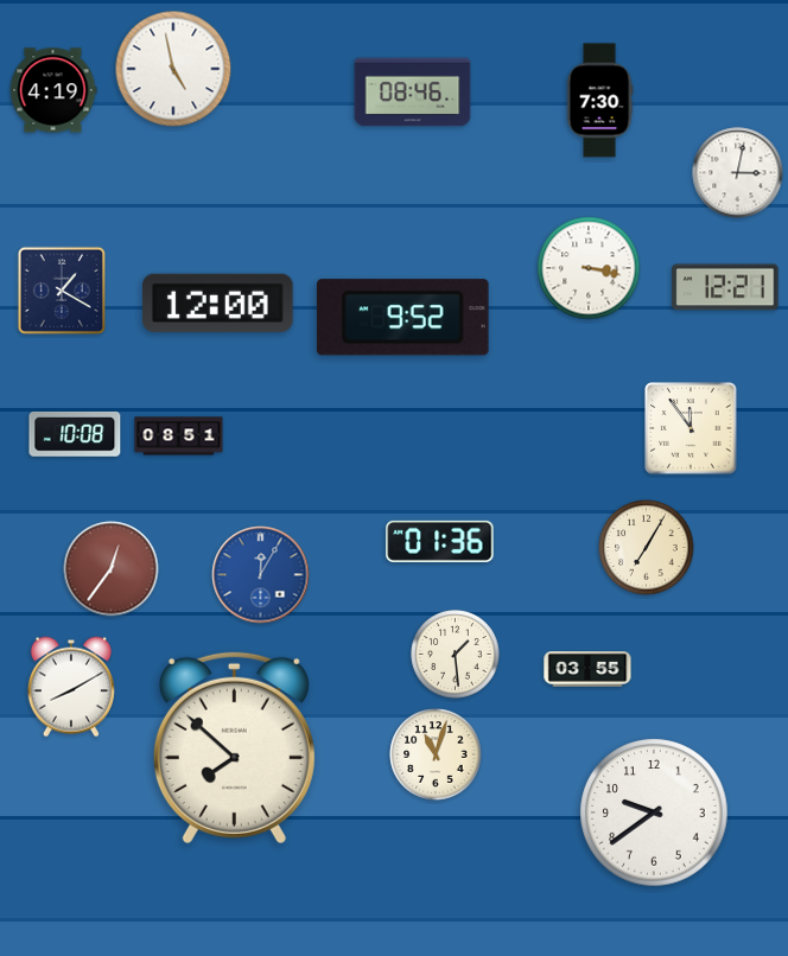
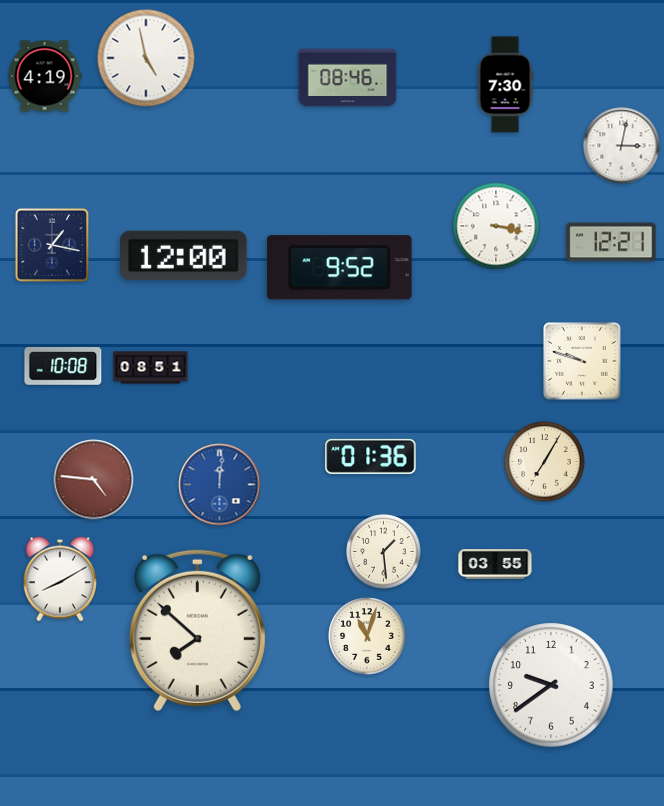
clock at (61, 289): 1:20 -> 1:17
clock at (691, 428): 11:54 -> 9:48
clock at (112, 569): 12:36 -> 4:46
clock at (261, 575): 12:05 -> 12:01
